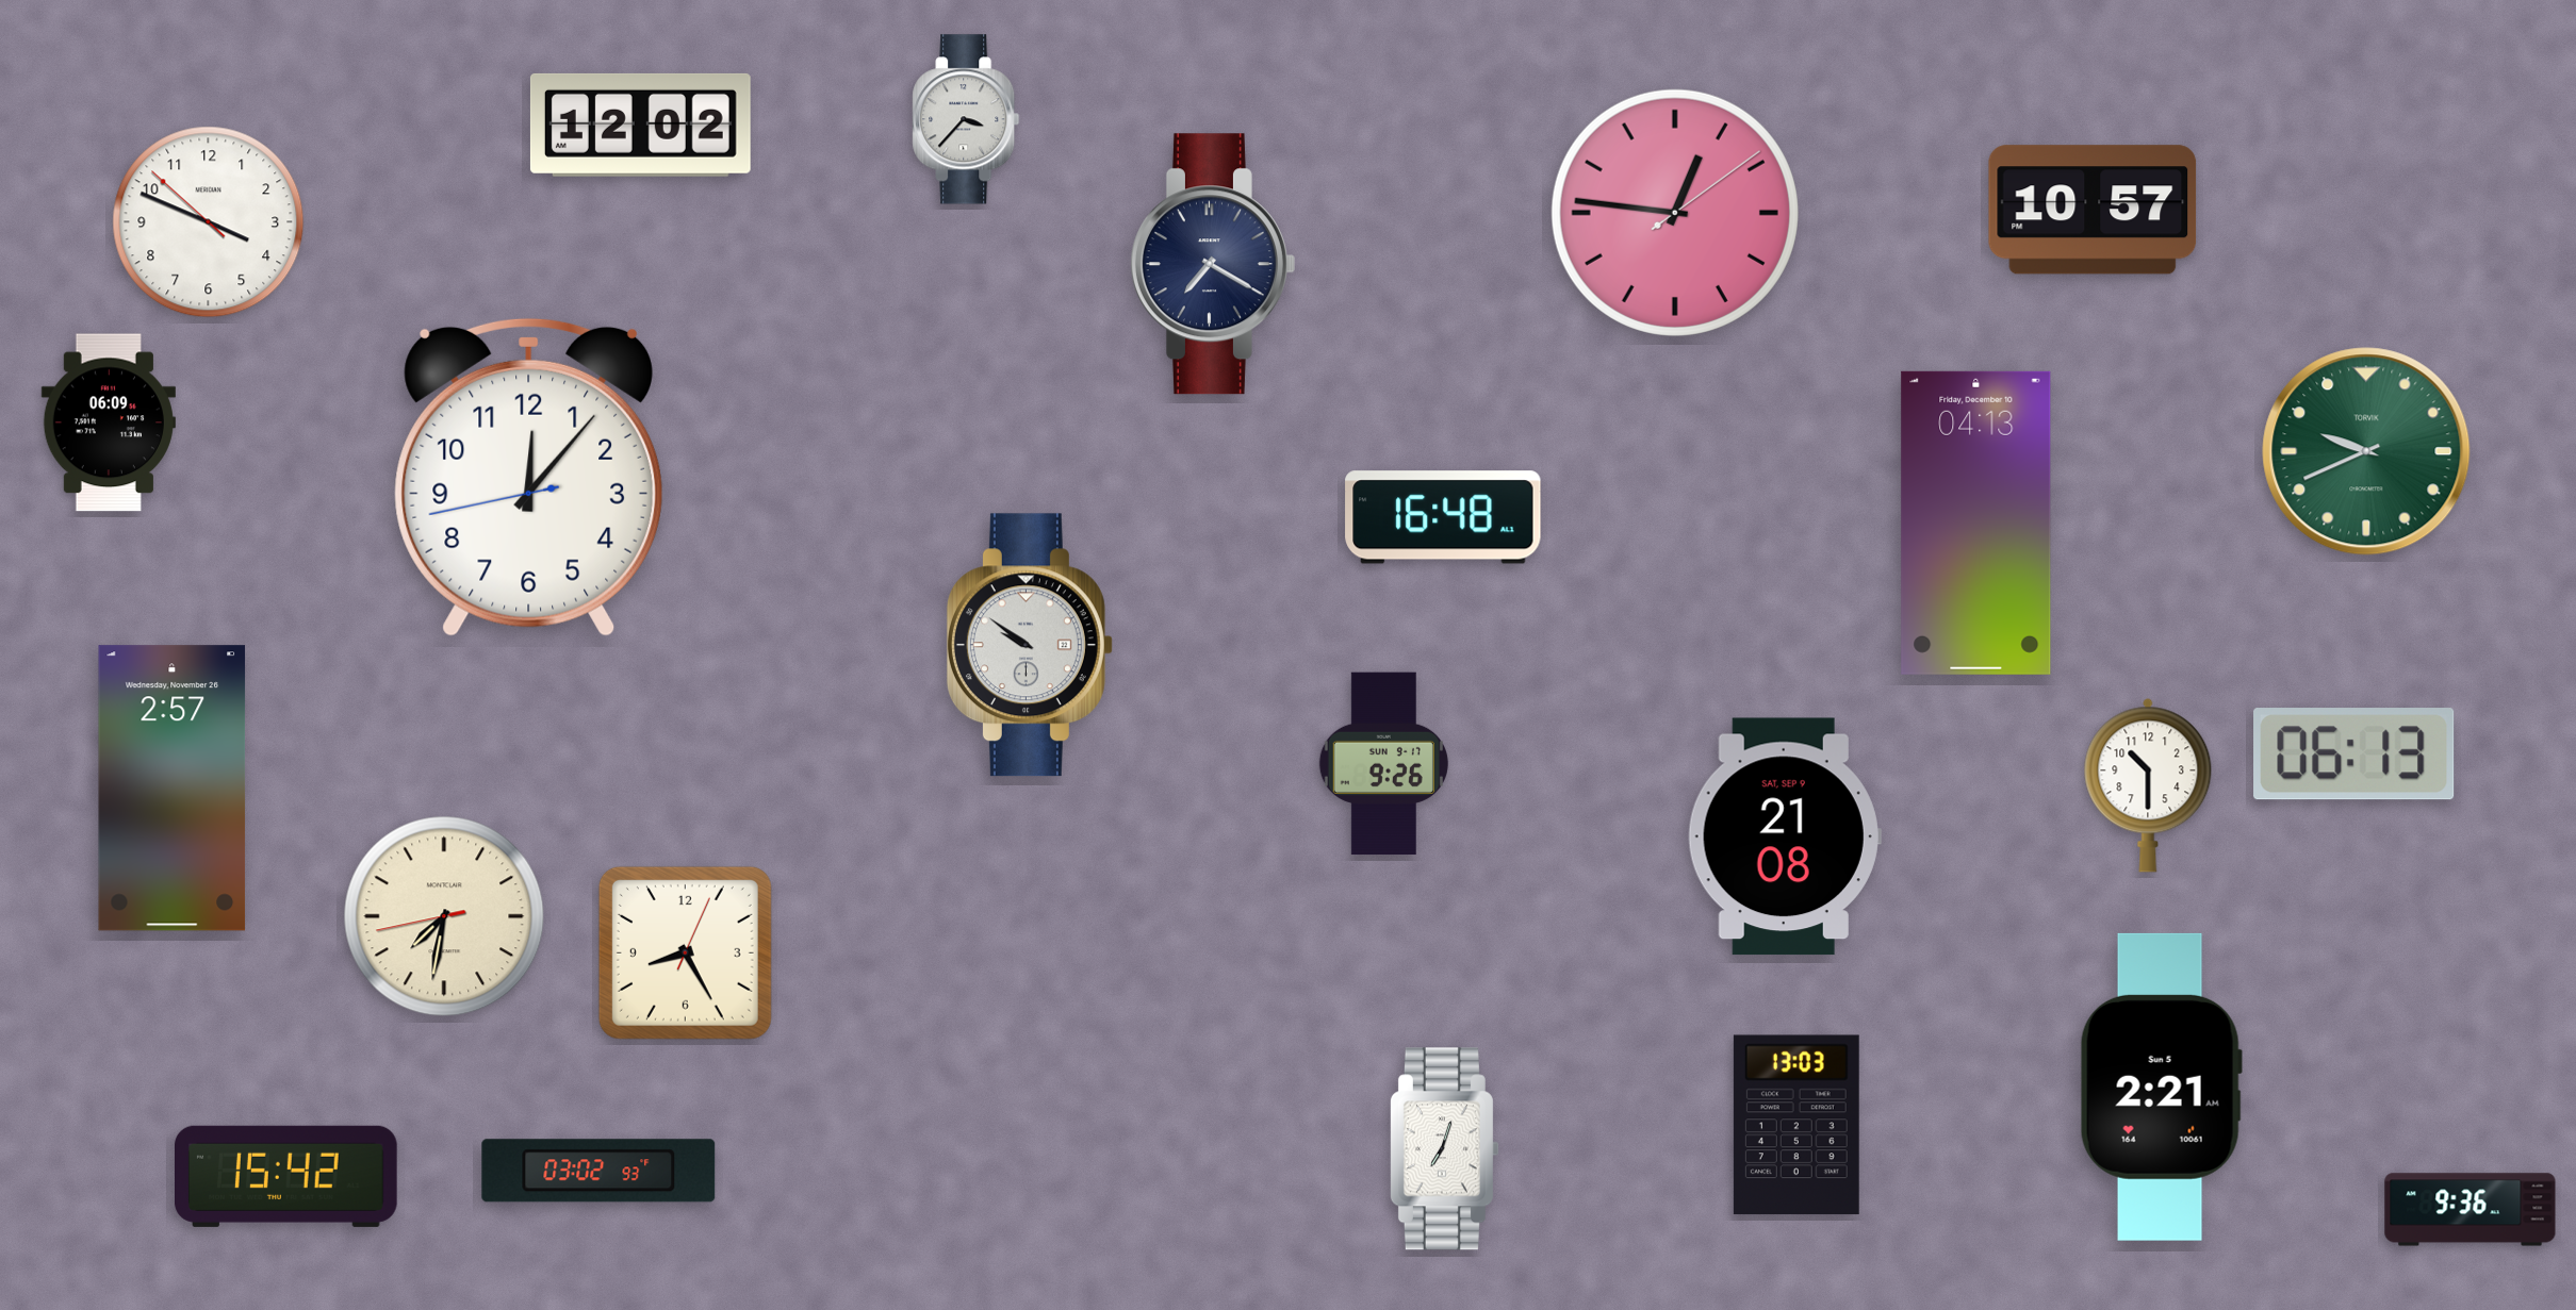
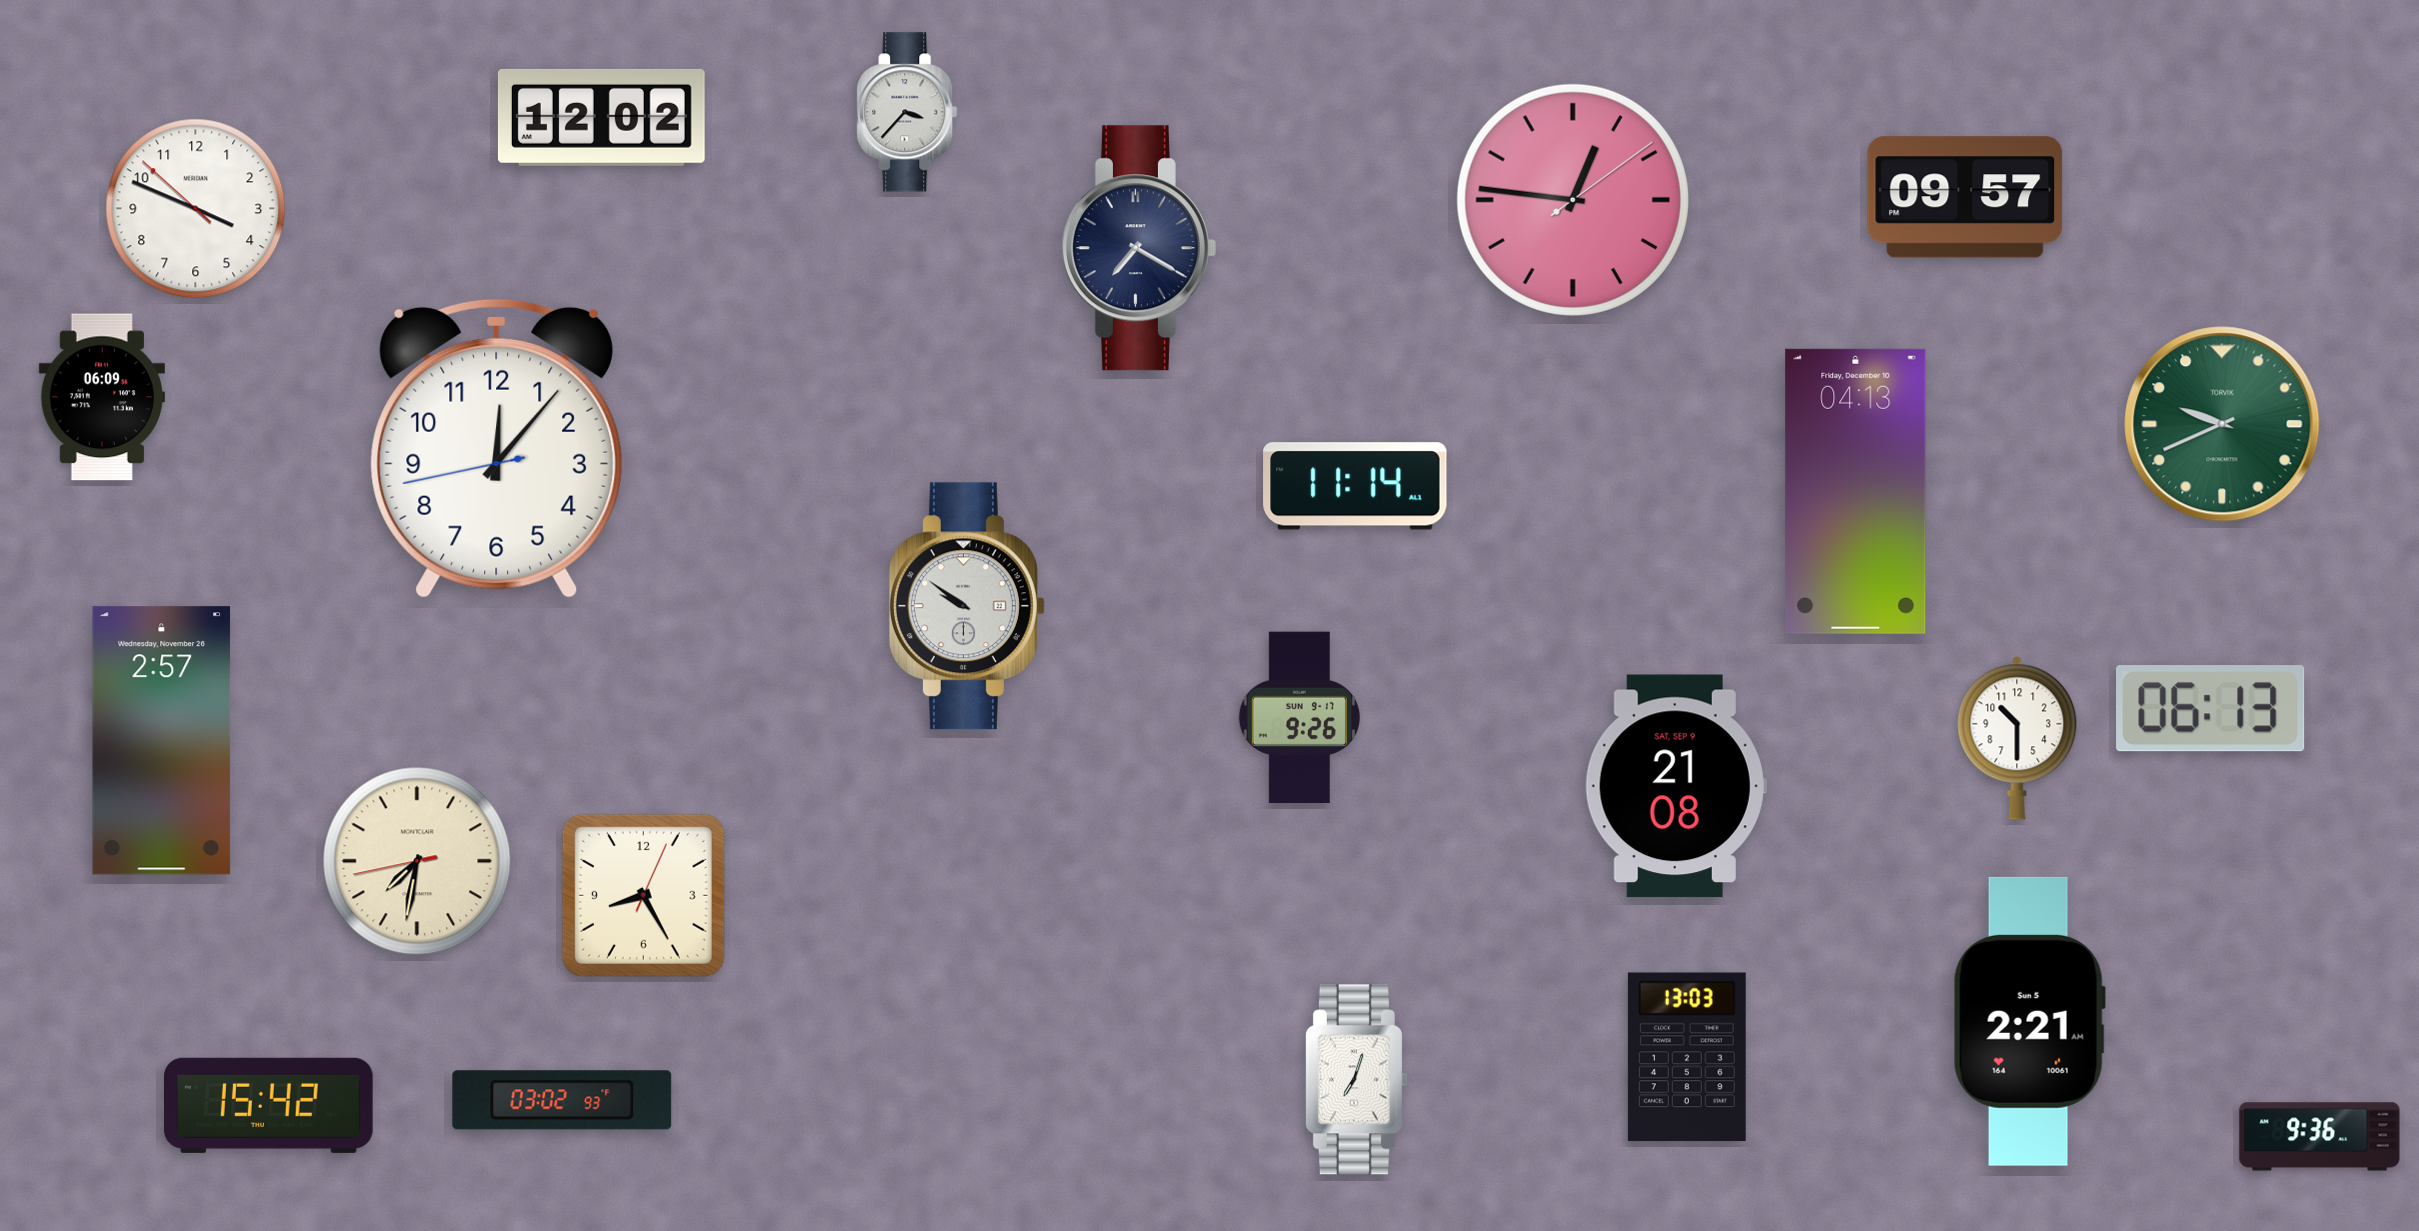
clock at (2093, 210): 10:57 -> 09:57
clock at (1443, 517): 16:48 -> 11:14
